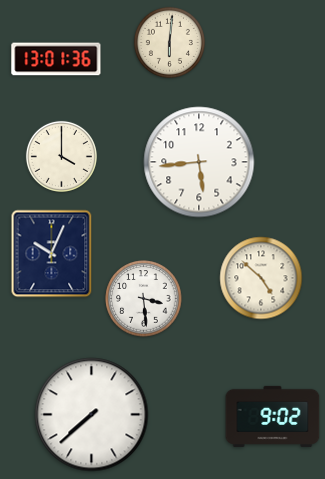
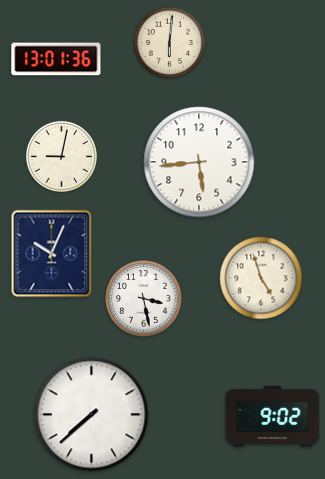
clock at (61, 156): 4:00 -> 9:02
clock at (261, 278): 4:52 -> 4:57
clock at (144, 299): 3:29 -> 3:28
